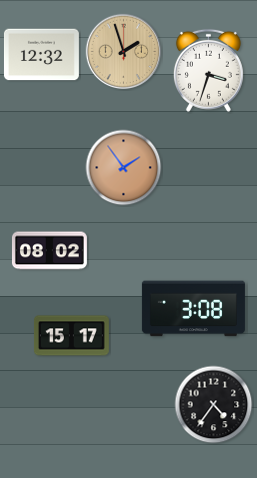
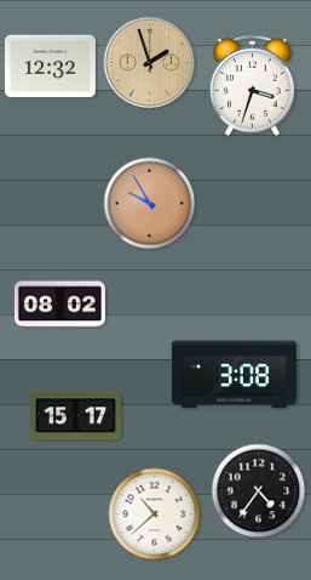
clock at (124, 168): 1:54 -> 9:55
clock at (71, 336) position: (71, 336) -> (75, 416)
clock at (155, 514): none -> 10:38
